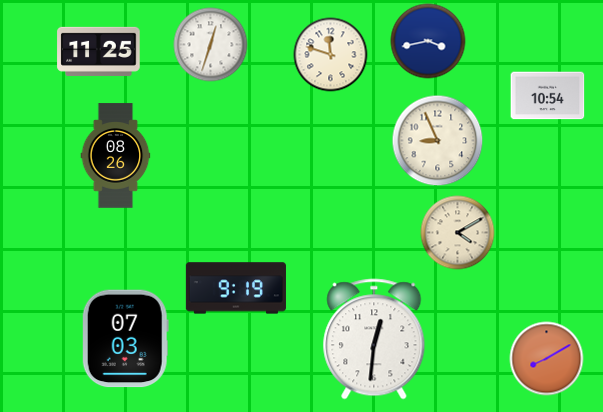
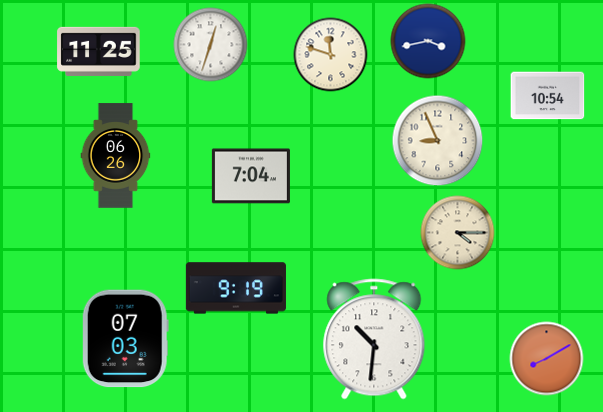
clock at (116, 156): 08:26 -> 06:26
clock at (251, 176): none -> 7:04
clock at (458, 233): 4:10 -> 4:15
clock at (374, 339): 12:31 -> 10:31
